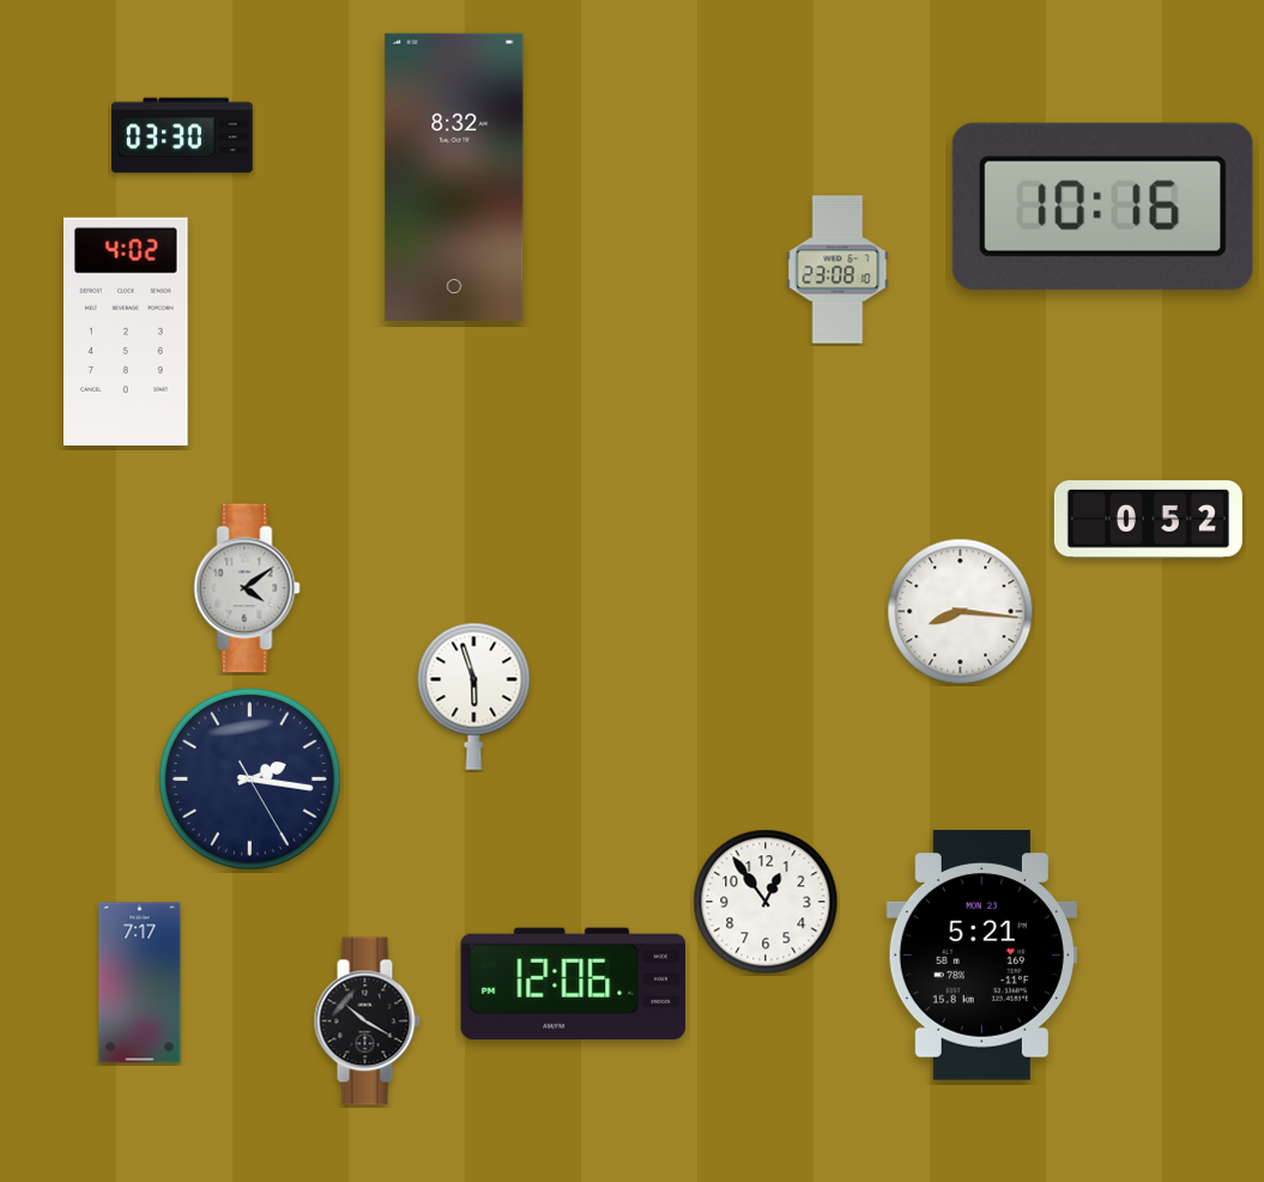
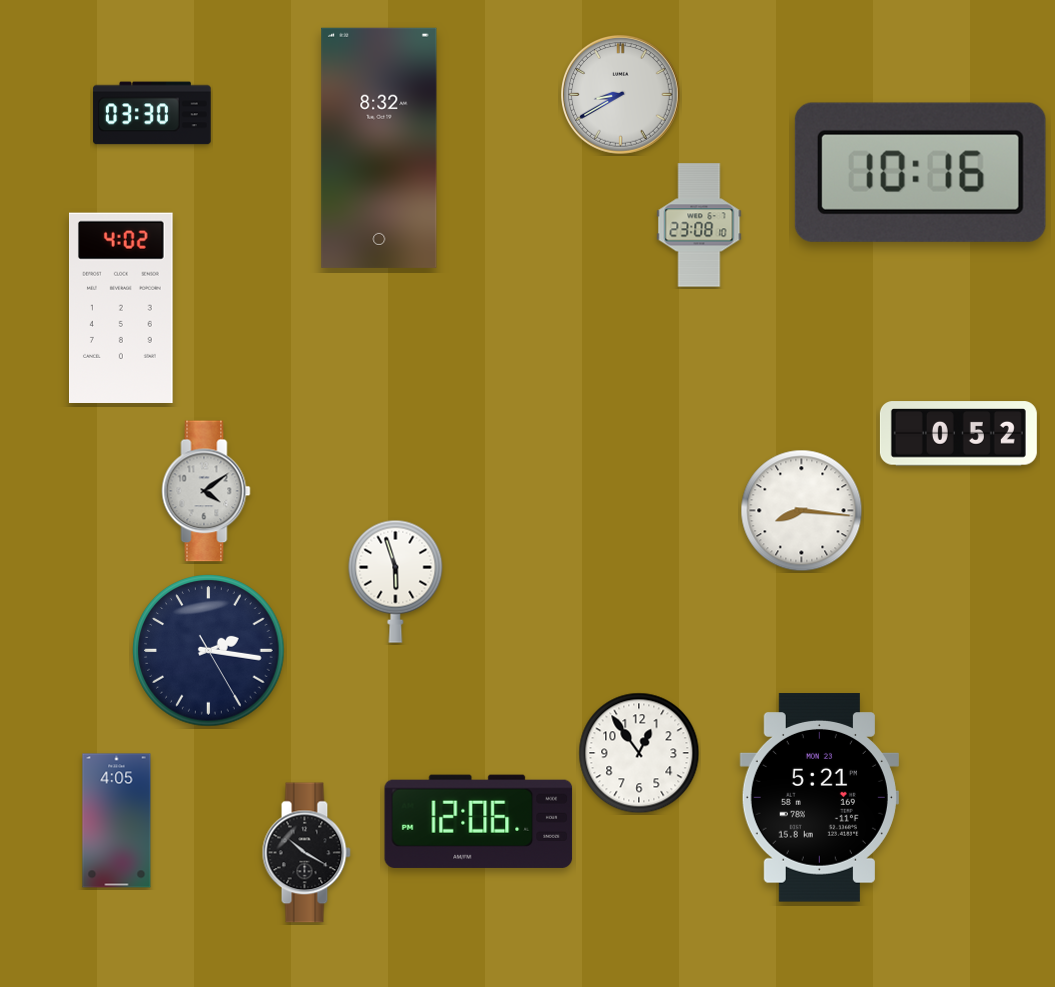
clock at (621, 95): none -> 8:40
clock at (127, 331) position: (127, 331) -> (122, 307)
clock at (140, 983): 7:17 -> 4:05
